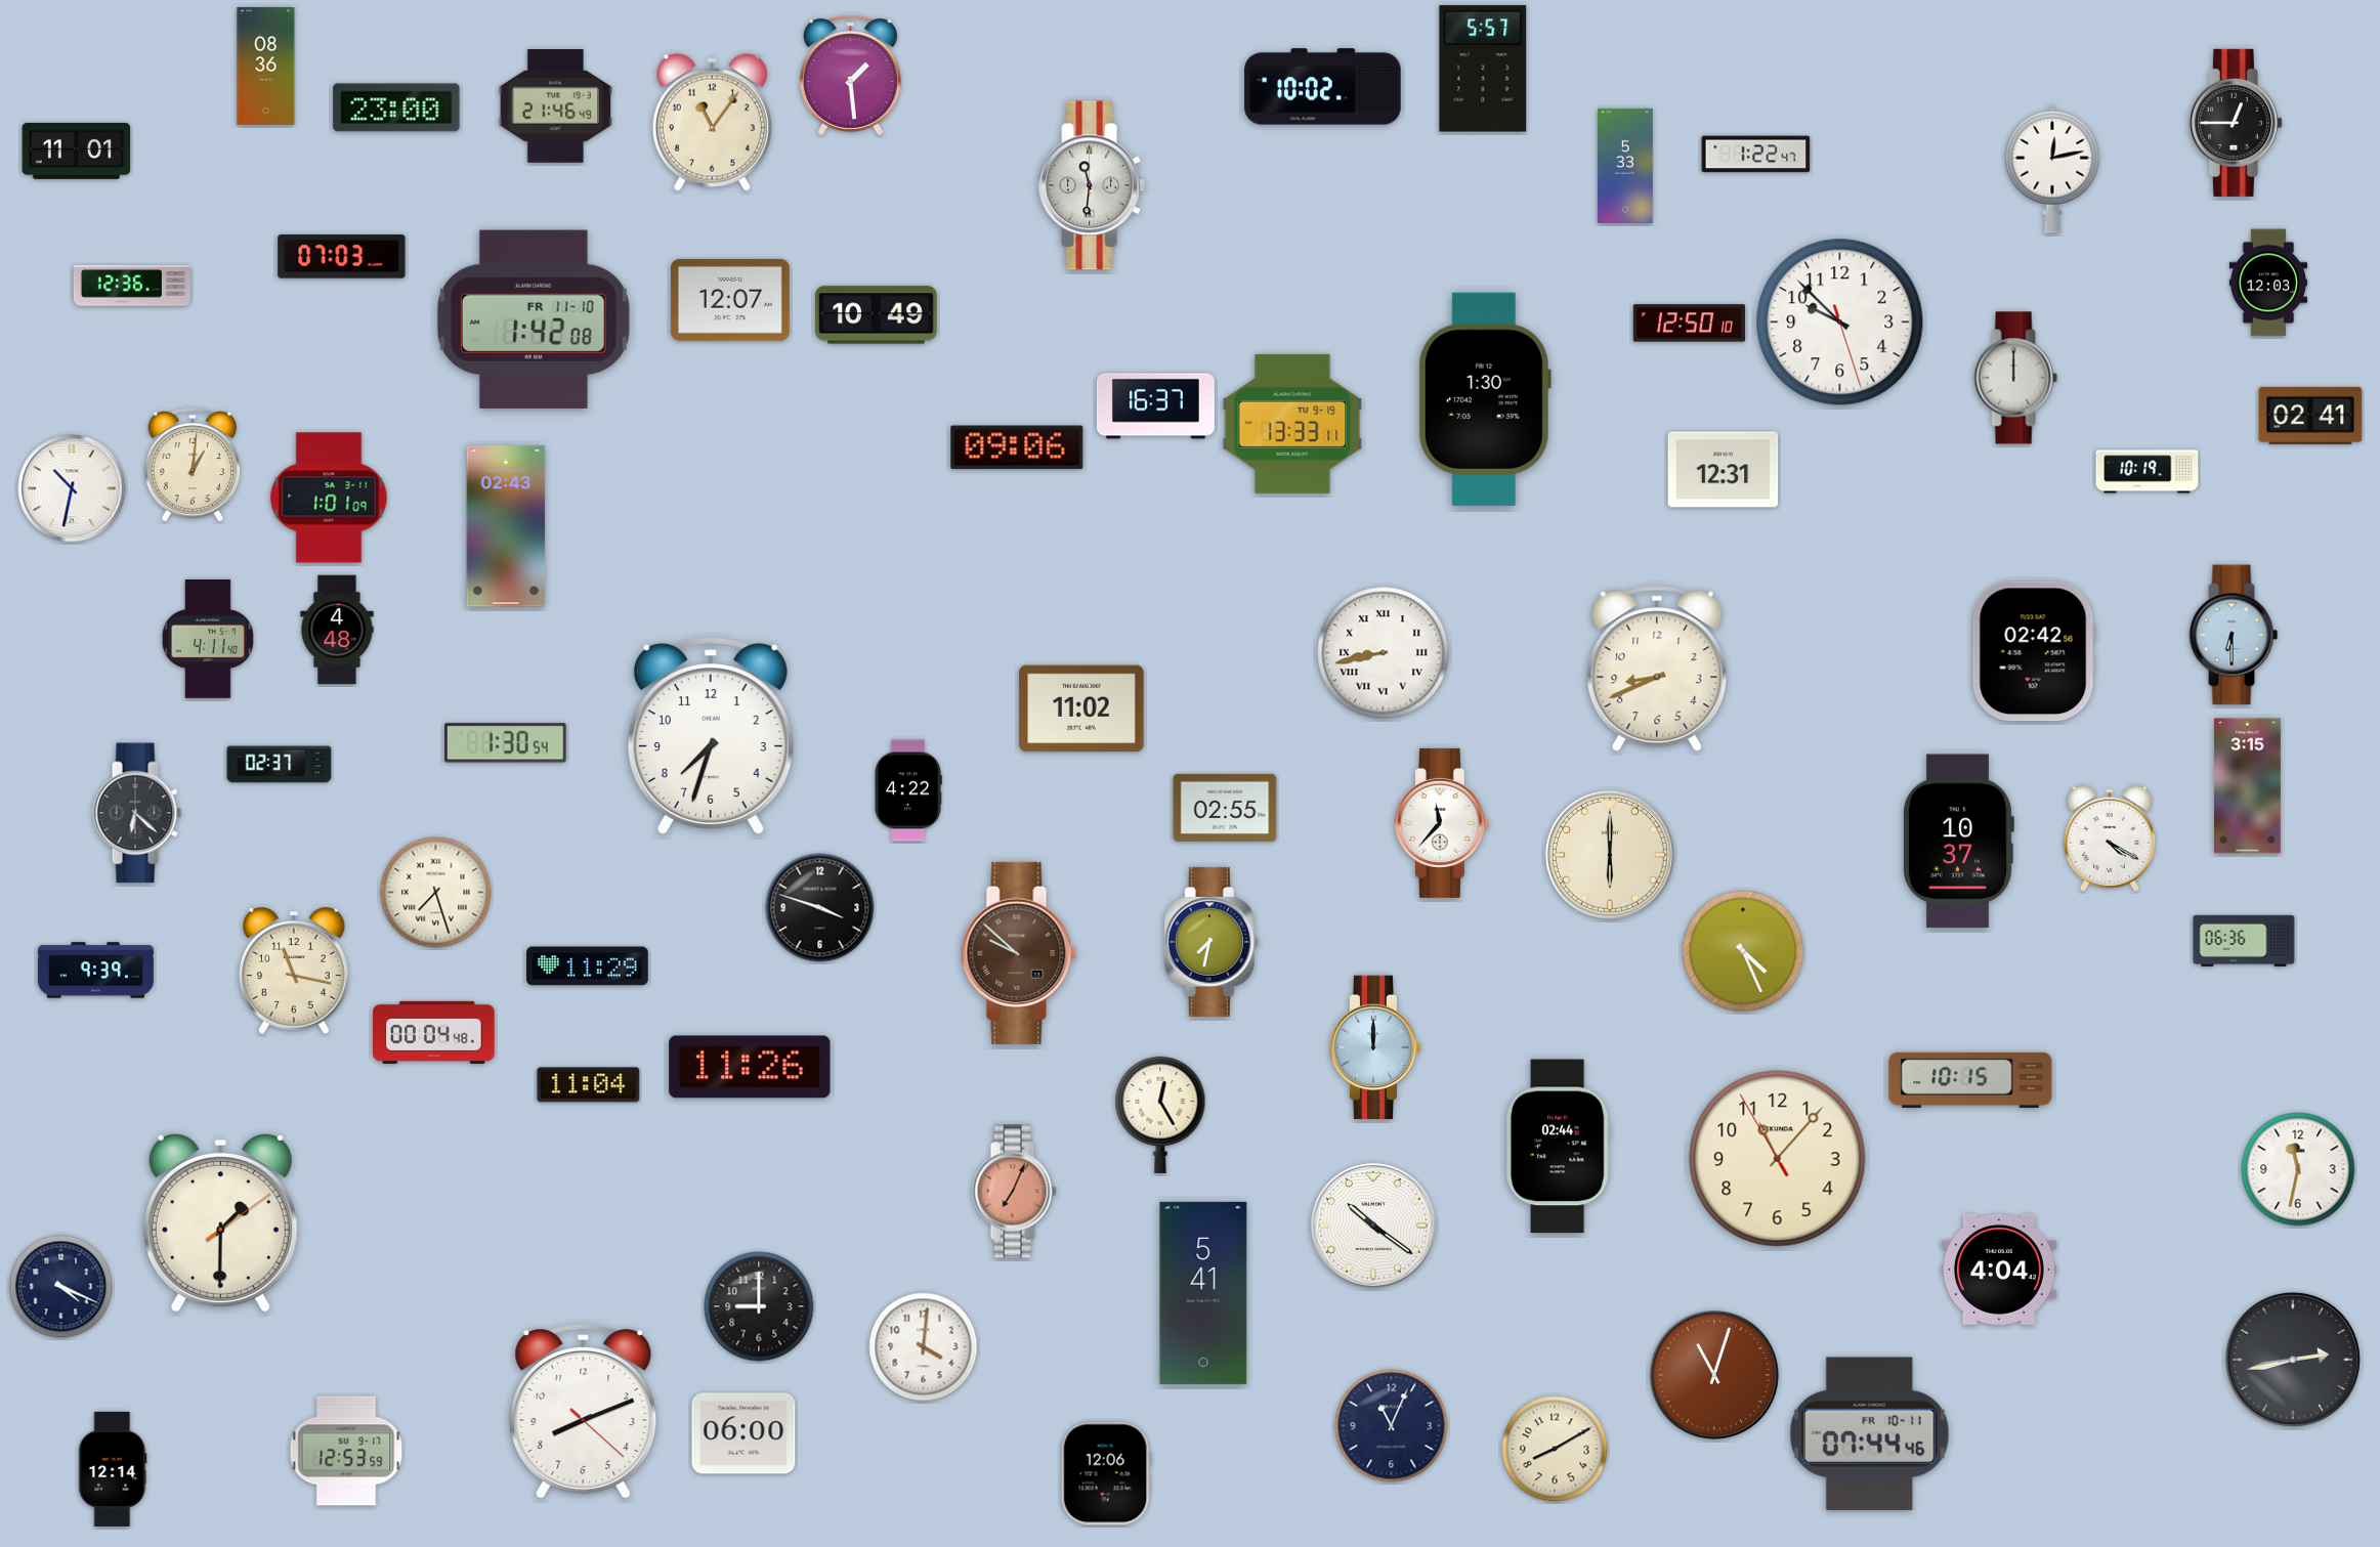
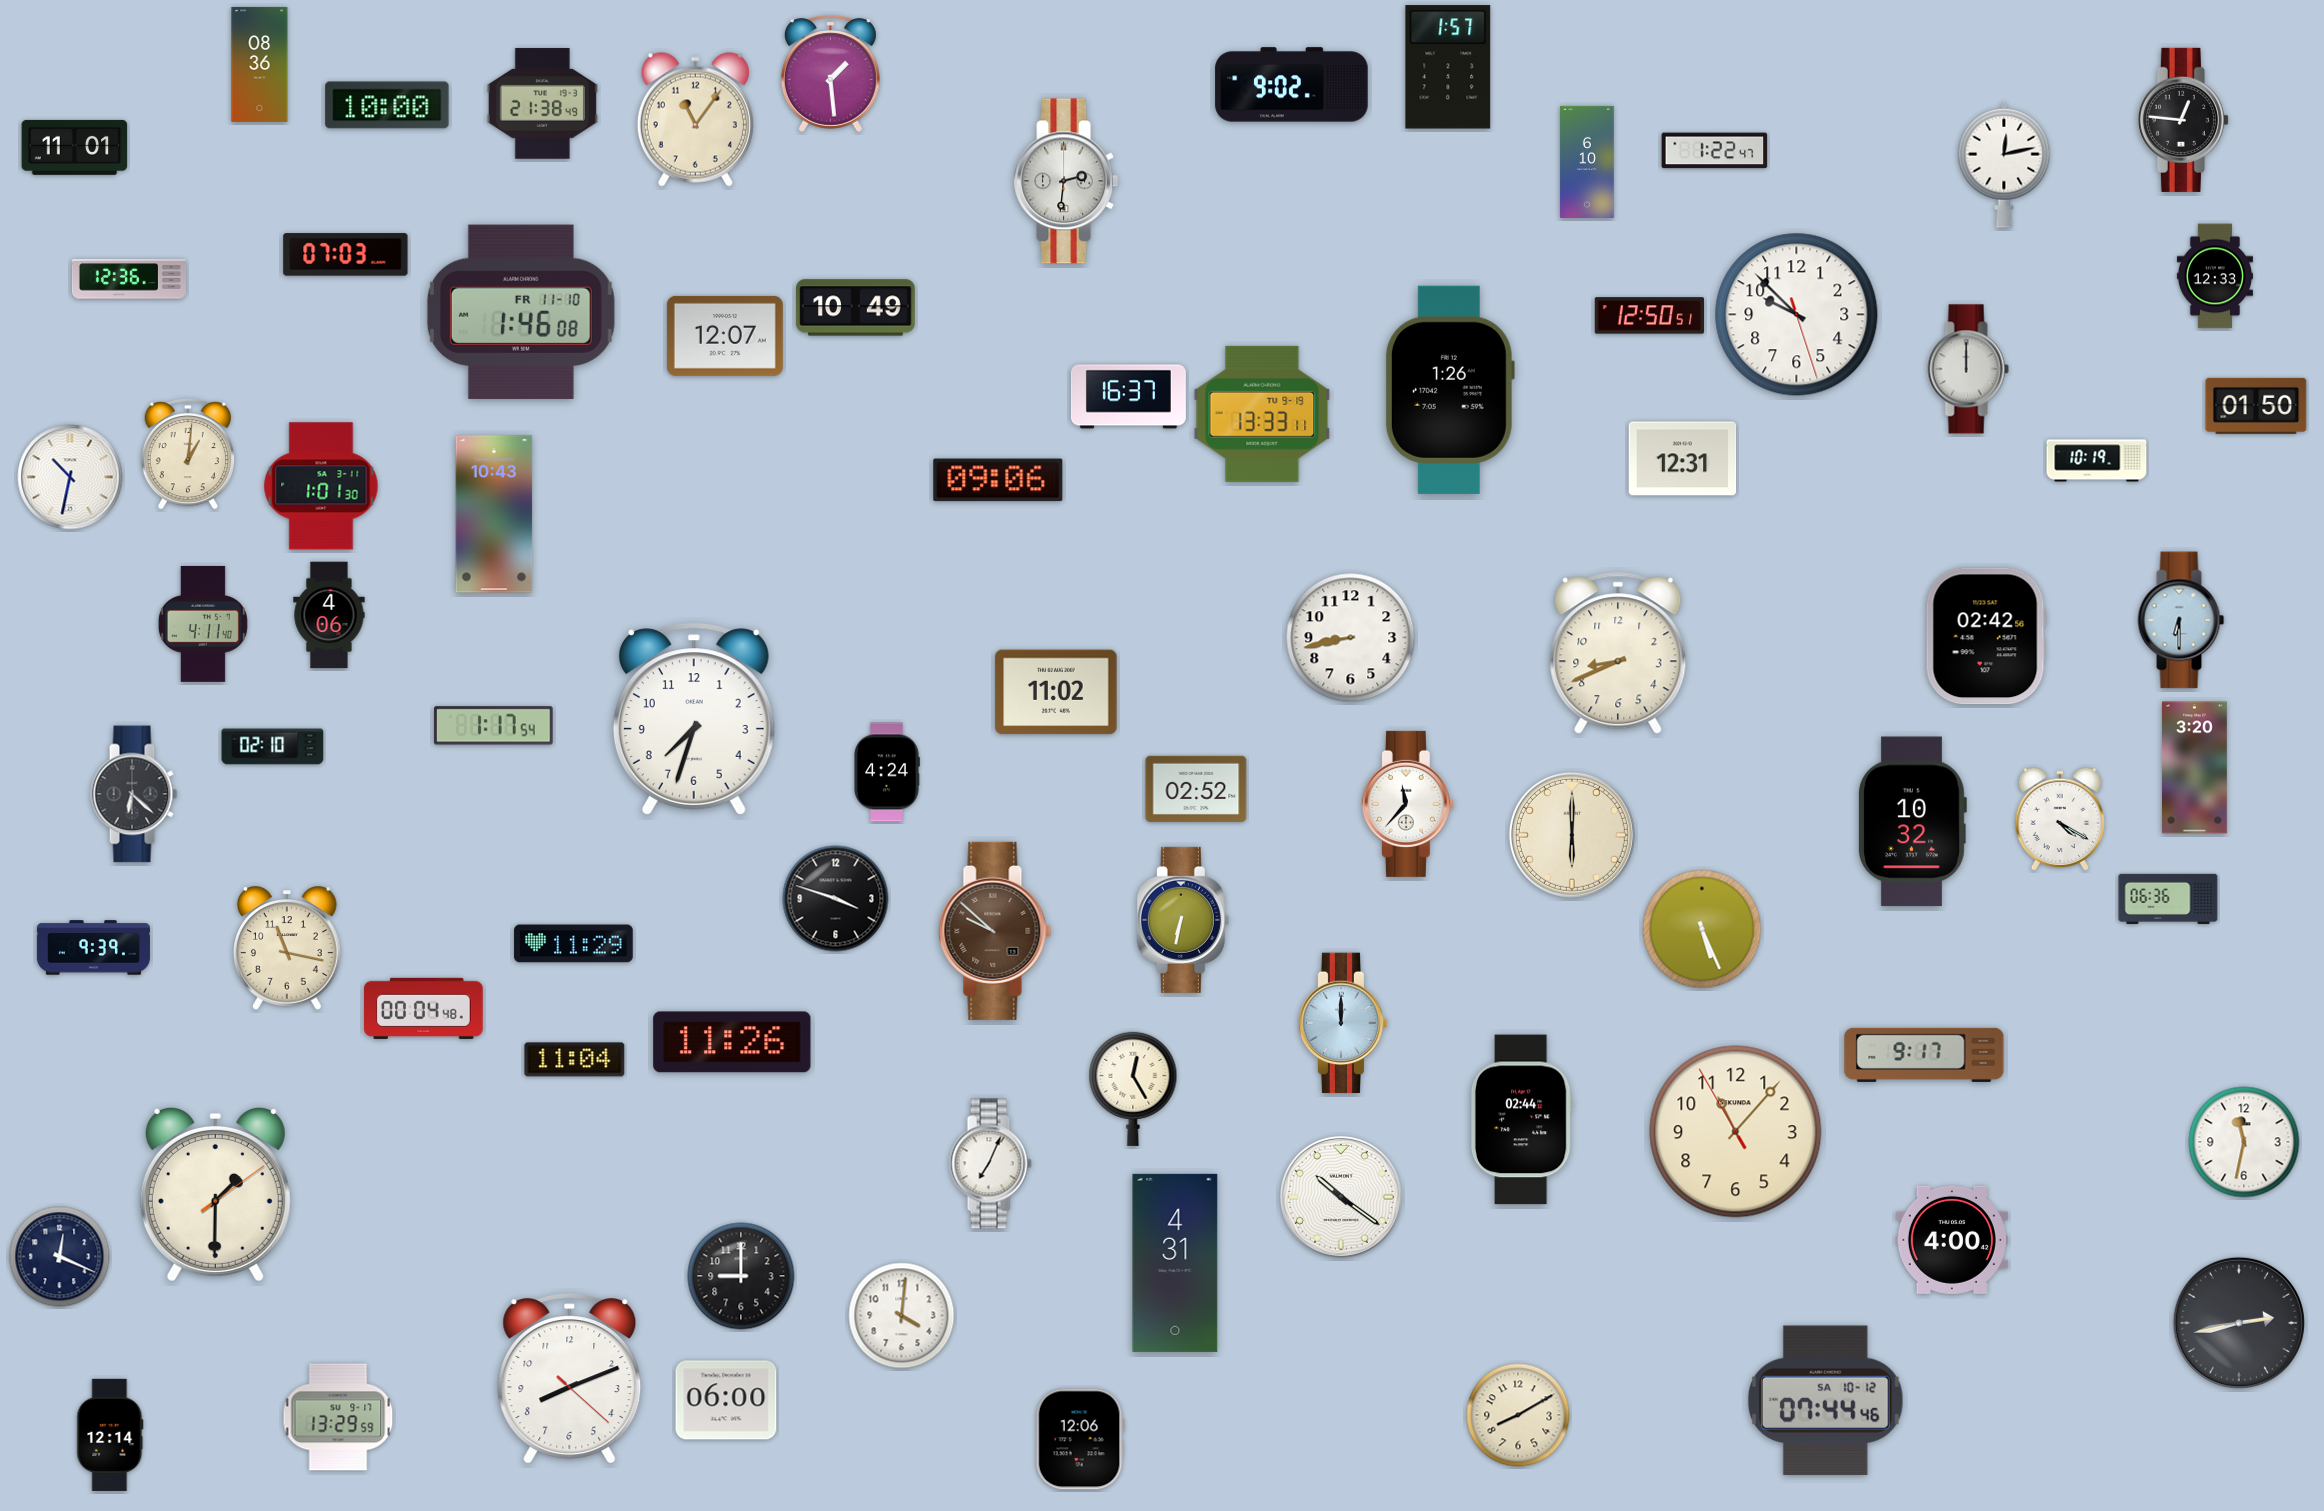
clock at (1483, 69): 5:57 -> 1:57
clock at (1323, 87): 10:02 -> 9:02
clock at (555, 106): 21:46 -> 21:38
clock at (396, 108): 23:00 -> 10:00
clock at (2236, 123): 12:45 -> 12:46
clock at (1625, 166): 5:33 -> 6:10
clock at (1092, 185): 11:31 -> 2:31
clock at (342, 257) position: (342, 257) -> (346, 255)
clock at (2268, 283): 12:03 -> 12:33
clock at (730, 300) position: (730, 300) -> (725, 336)
clock at (534, 319): 1:42 -> 1:46
clock at (1690, 324): 12:50:10 -> 12:50:51
clock at (1485, 399): 1:30 -> 1:26
clock at (2310, 416): 02:41 -> 01:50
clock at (1017, 447) position: (1017, 447) -> (998, 480)
clock at (329, 498): 1:01:09 -> 1:01:30
clock at (506, 526): 02:43 -> 10:43
clock at (337, 630): 4:48 -> 4:06
clock at (1384, 653) numerals: Roman -> Arabic
clock at (506, 743): 1:30 -> 1:17
clock at (280, 765): 02:37 -> 02:10
clock at (2247, 786): 3:15 -> 3:20
clock at (908, 790): 4:22 -> 4:24
clock at (1225, 808): 02:55 -> 02:52
clock at (1959, 842): 10:37 -> 10:32
clock at (436, 893): 7:27 -> none
clock at (820, 908) position: (820, 908) -> (836, 899)
clock at (2244, 941) position: (2244, 941) -> (2168, 899)
clock at (1212, 942): 7:32 -> 6:32
clock at (1743, 951): 4:26 -> 5:26
clock at (1970, 1080): 10:15 -> 9:17
clock at (1014, 1192) dial: salmon -> white
clock at (1999, 1270): 4:04 -> 4:00
clock at (61, 1287): 4:19 -> 12:19
clock at (1203, 1293): 5:41 -> 4:31
clock at (2293, 1360) position: (2293, 1360) -> (2239, 1323)
clock at (1714, 1375): 11:03 -> none
clock at (1392, 1426): 11:04 -> none
clock at (1869, 1434) date: FR 10-11 -> SA 10-12
clock at (346, 1451): 12:53 -> 13:29
